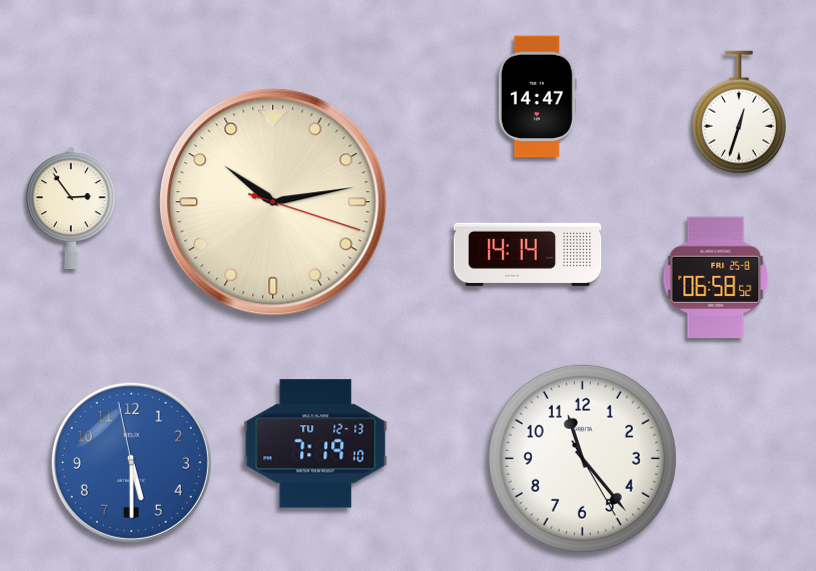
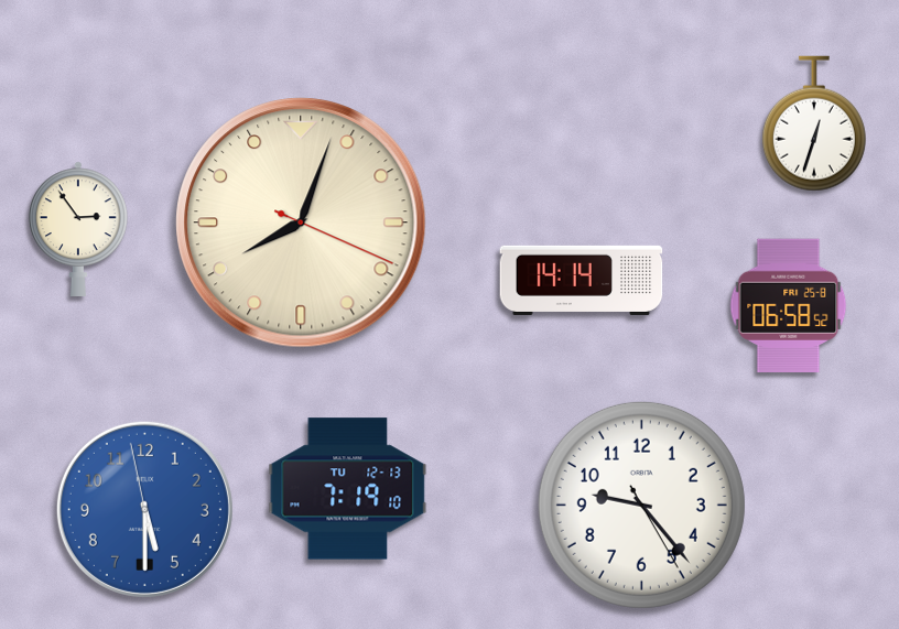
clock at (537, 97): 14:47 -> none
clock at (273, 202): 10:13 -> 8:03
clock at (582, 458): 11:23 -> 9:23
